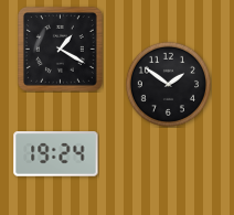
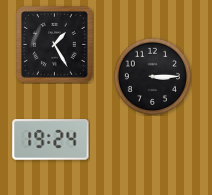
clock at (60, 49): 1:20 -> 1:25
clock at (168, 84): 1:51 -> 3:15
